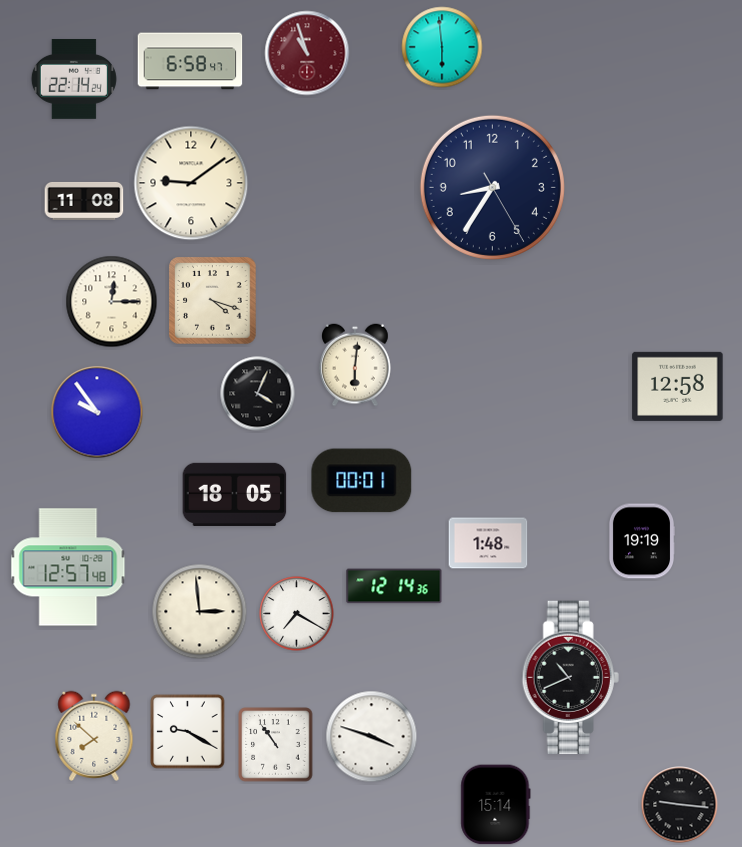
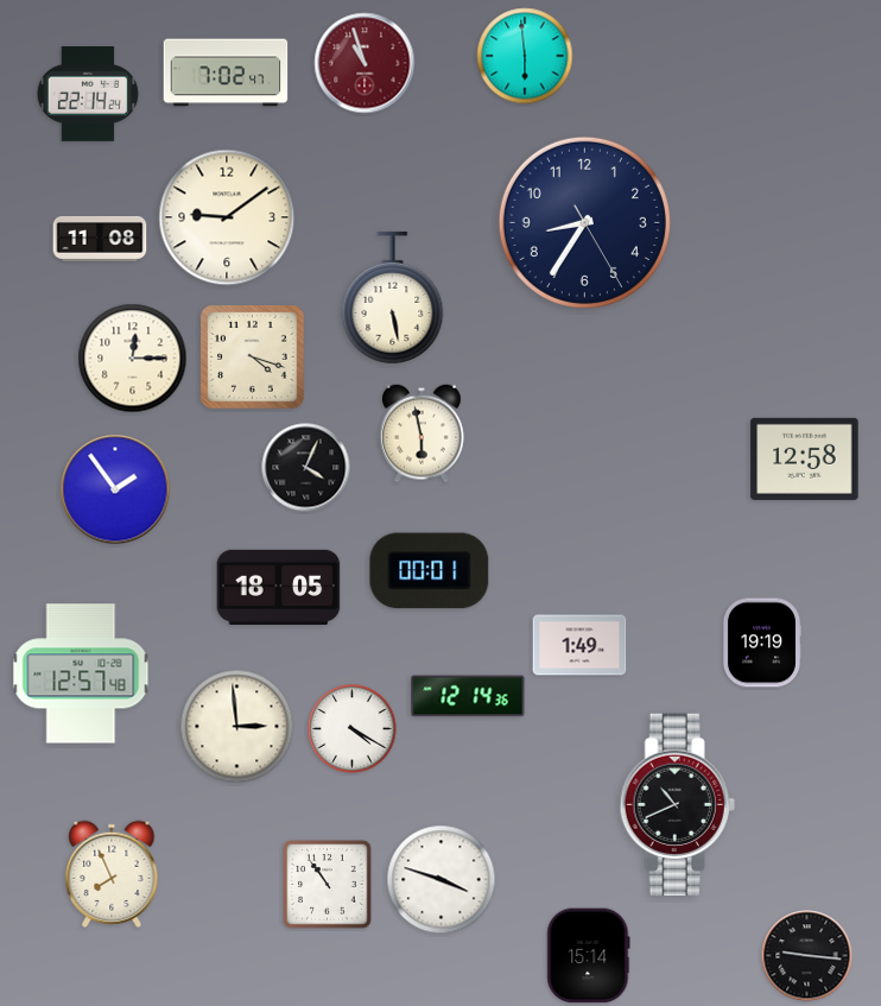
clock at (190, 61): 6:58 -> 7:02
clock at (393, 298): none -> 5:28
clock at (356, 365): 6:01 -> 5:58
clock at (97, 412): 9:54 -> 1:54
clock at (488, 543): 1:48 -> 1:49
clock at (297, 614): 7:20 -> 4:20
clock at (188, 732): 9:20 -> none
clock at (94, 736): 7:52 -> 7:56
clock at (372, 737) position: (372, 737) -> (442, 880)
